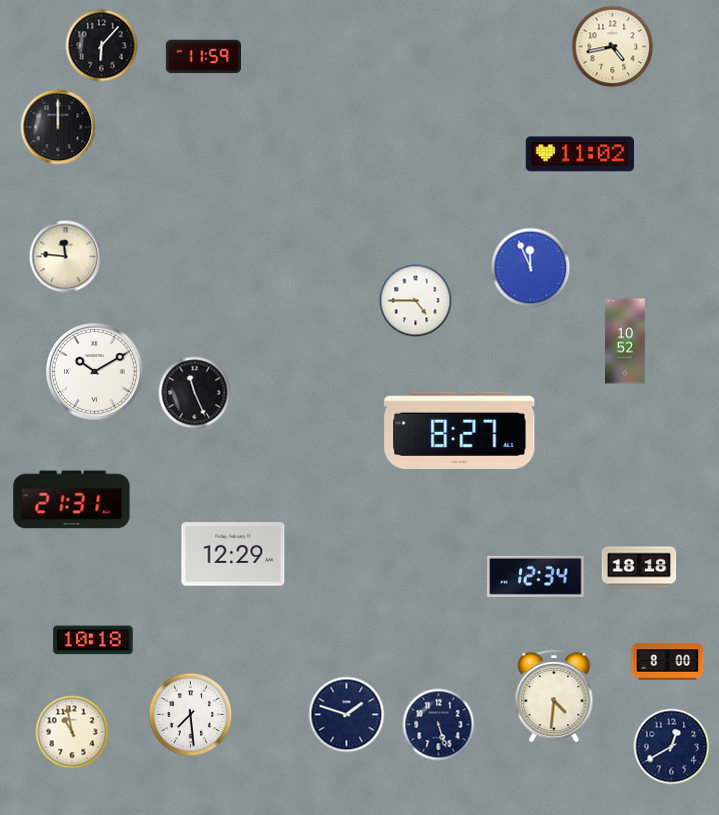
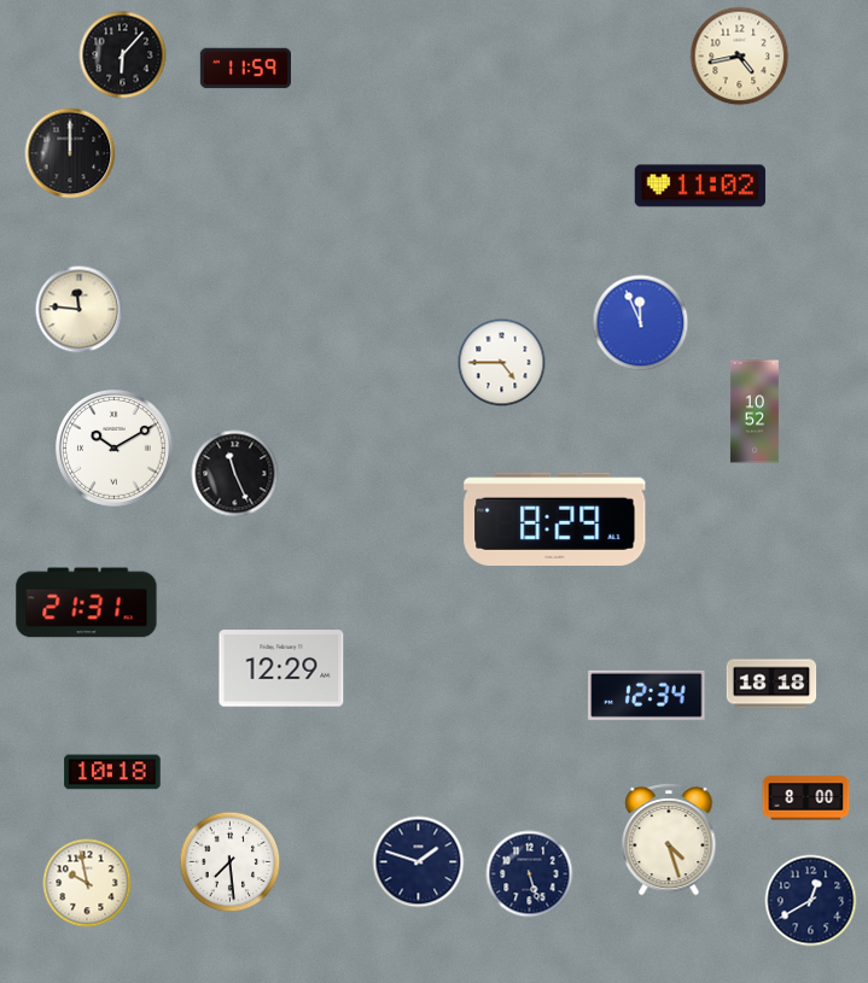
clock at (460, 430): 8:27 -> 8:29
clock at (554, 696): 4:31 -> 4:27
clock at (72, 732): 10:58 -> 9:58
